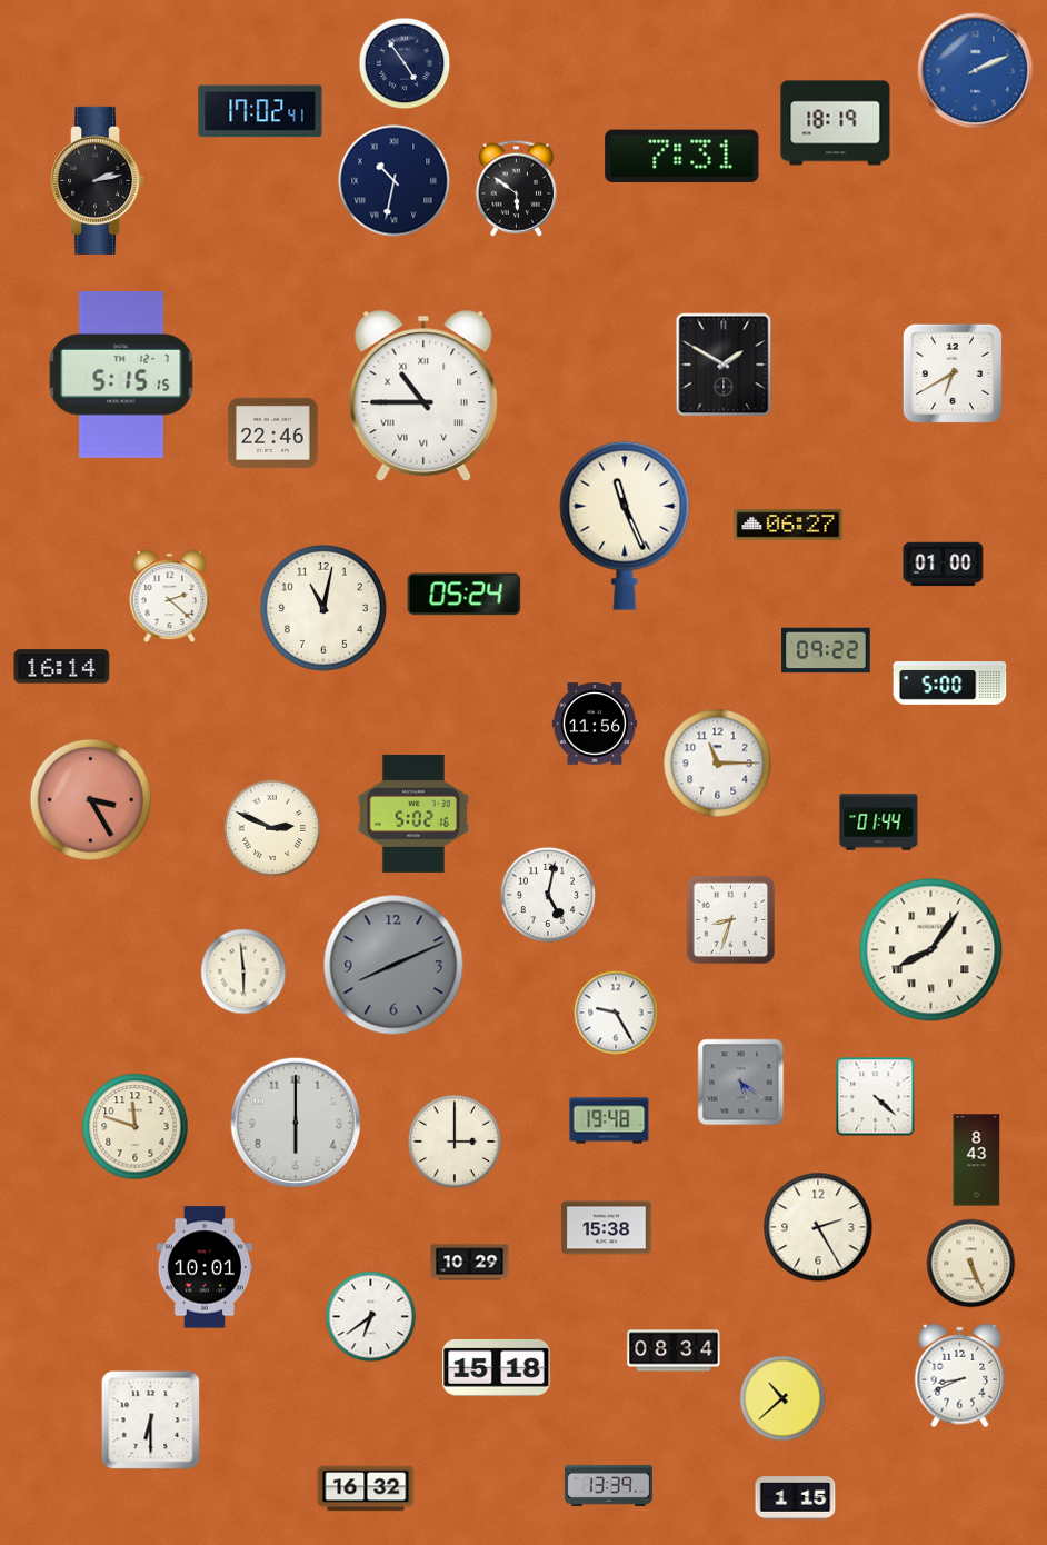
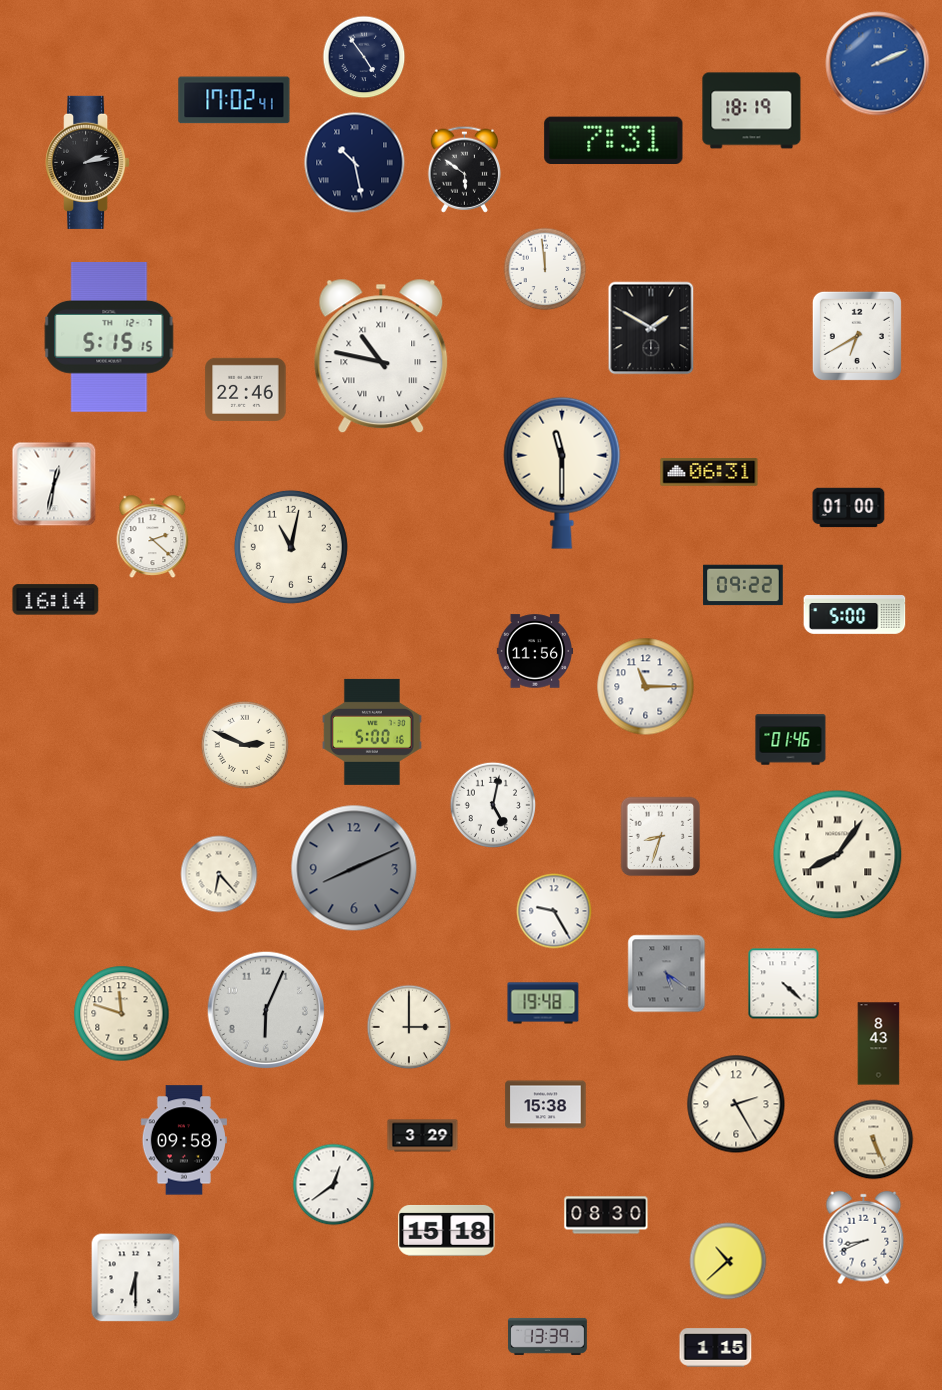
clock at (395, 181): 10:32 -> 10:28
clock at (545, 269): none -> 11:59
clock at (423, 396): 10:45 -> 10:47
clock at (788, 525): 06:27 -> 06:31
clock at (625, 526): 11:26 -> 11:30
clock at (54, 484): none -> 12:32
clock at (465, 595): 05:24 -> none
clock at (91, 800): 3:25 -> none
clock at (413, 814): 5:02 -> 5:00
clock at (879, 823): 01:44 -> 01:46
clock at (731, 920) position: (731, 920) -> (661, 837)
clock at (243, 971): 5:59 -> 6:23
clock at (876, 1097) position: (876, 1097) -> (784, 984)
clock at (609, 1120) position: (609, 1120) -> (543, 1003)
clock at (296, 1123): 6:00 -> 6:04
clock at (470, 1263): 10:29 -> 3:29
clock at (971, 1264) position: (971, 1264) -> (874, 1140)
clock at (205, 1267): 10:01 -> 09:58
clock at (371, 1317): 6:39 -> 12:39
clock at (674, 1350): 08:34 -> 08:30
clock at (782, 1398) position: (782, 1398) -> (728, 1261)
clock at (366, 1488): 16:32 -> none
